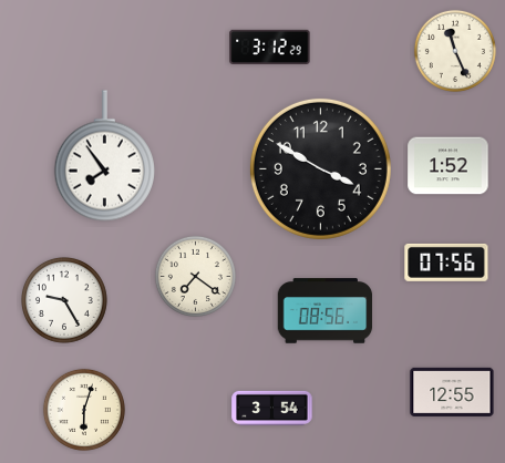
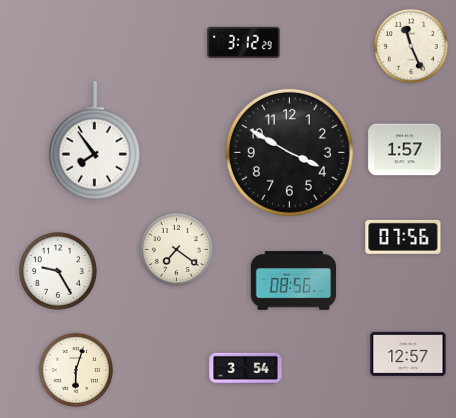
clock at (449, 166): 1:52 -> 1:57
clock at (452, 392): 12:55 -> 12:57
